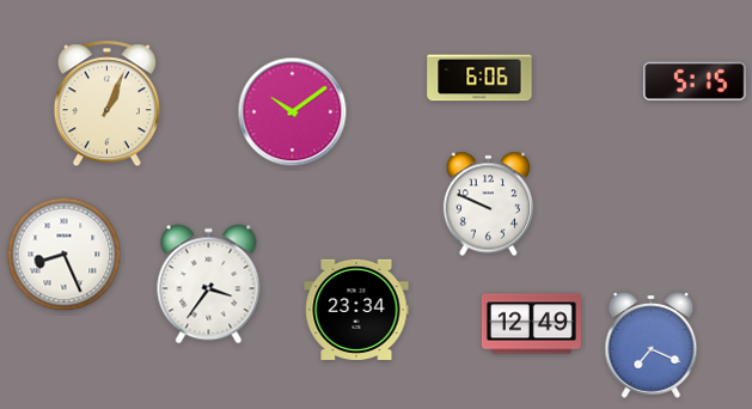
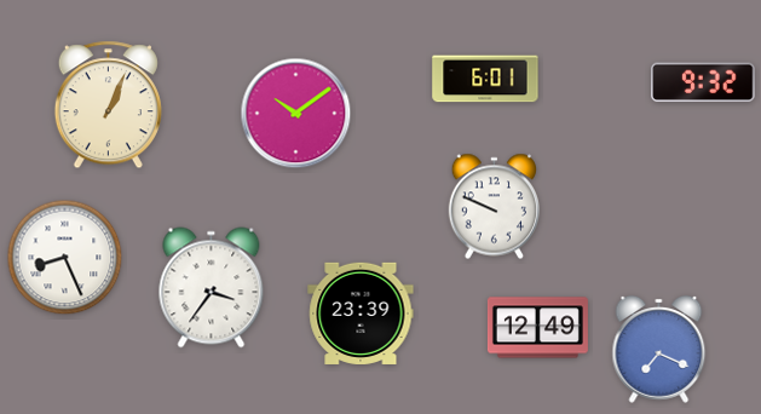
clock at (479, 78): 6:06 -> 6:01
clock at (695, 81): 5:15 -> 9:32
clock at (356, 310): 23:34 -> 23:39
